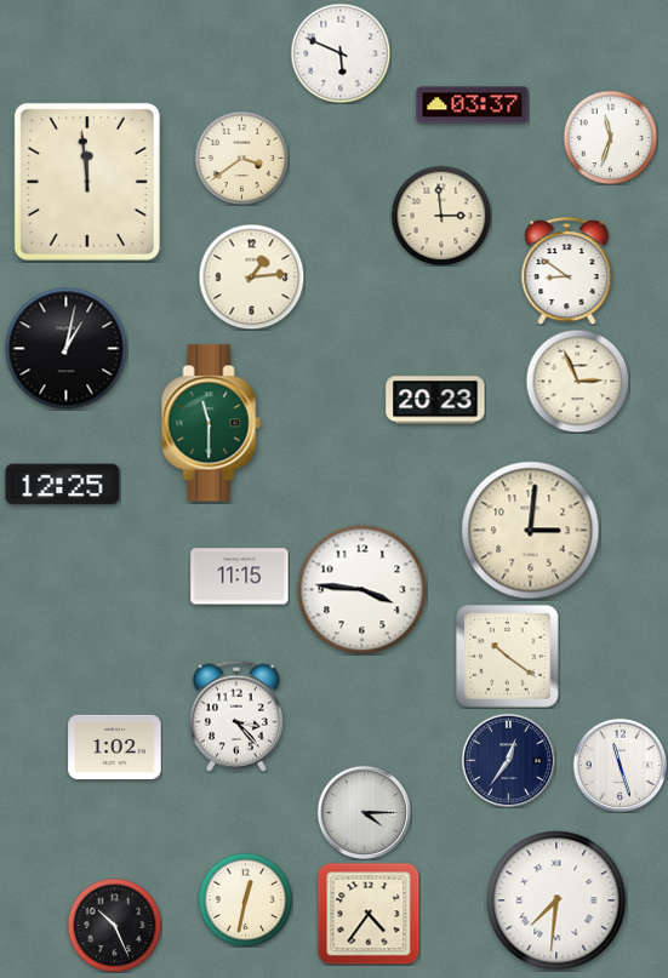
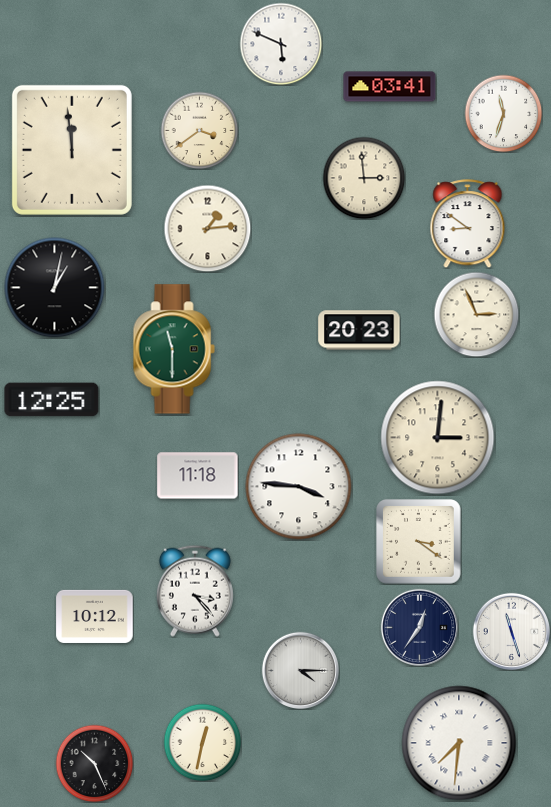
clock at (473, 105): 03:37 -> 03:41
clock at (240, 577): 11:15 -> 11:18
clock at (508, 657): 10:21 -> 3:21
clock at (115, 747): 1:02 -> 10:12
clock at (369, 914): 4:36 -> none
